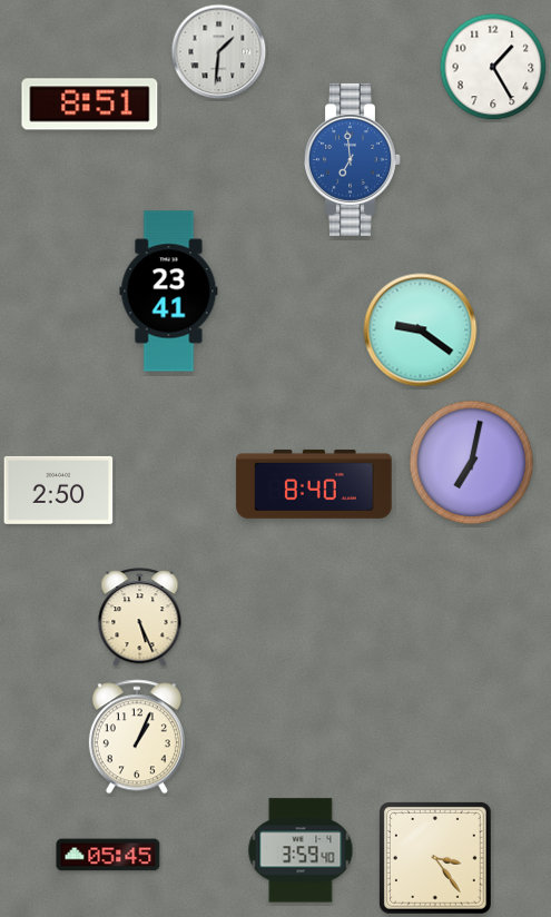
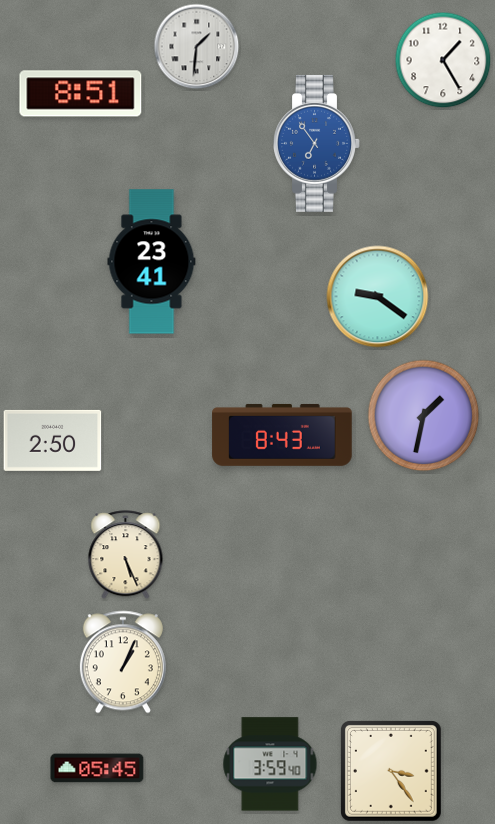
clock at (353, 159): 6:59 -> 6:54
clock at (472, 463): 7:02 -> 1:32
clock at (314, 484): 8:40 -> 8:43
